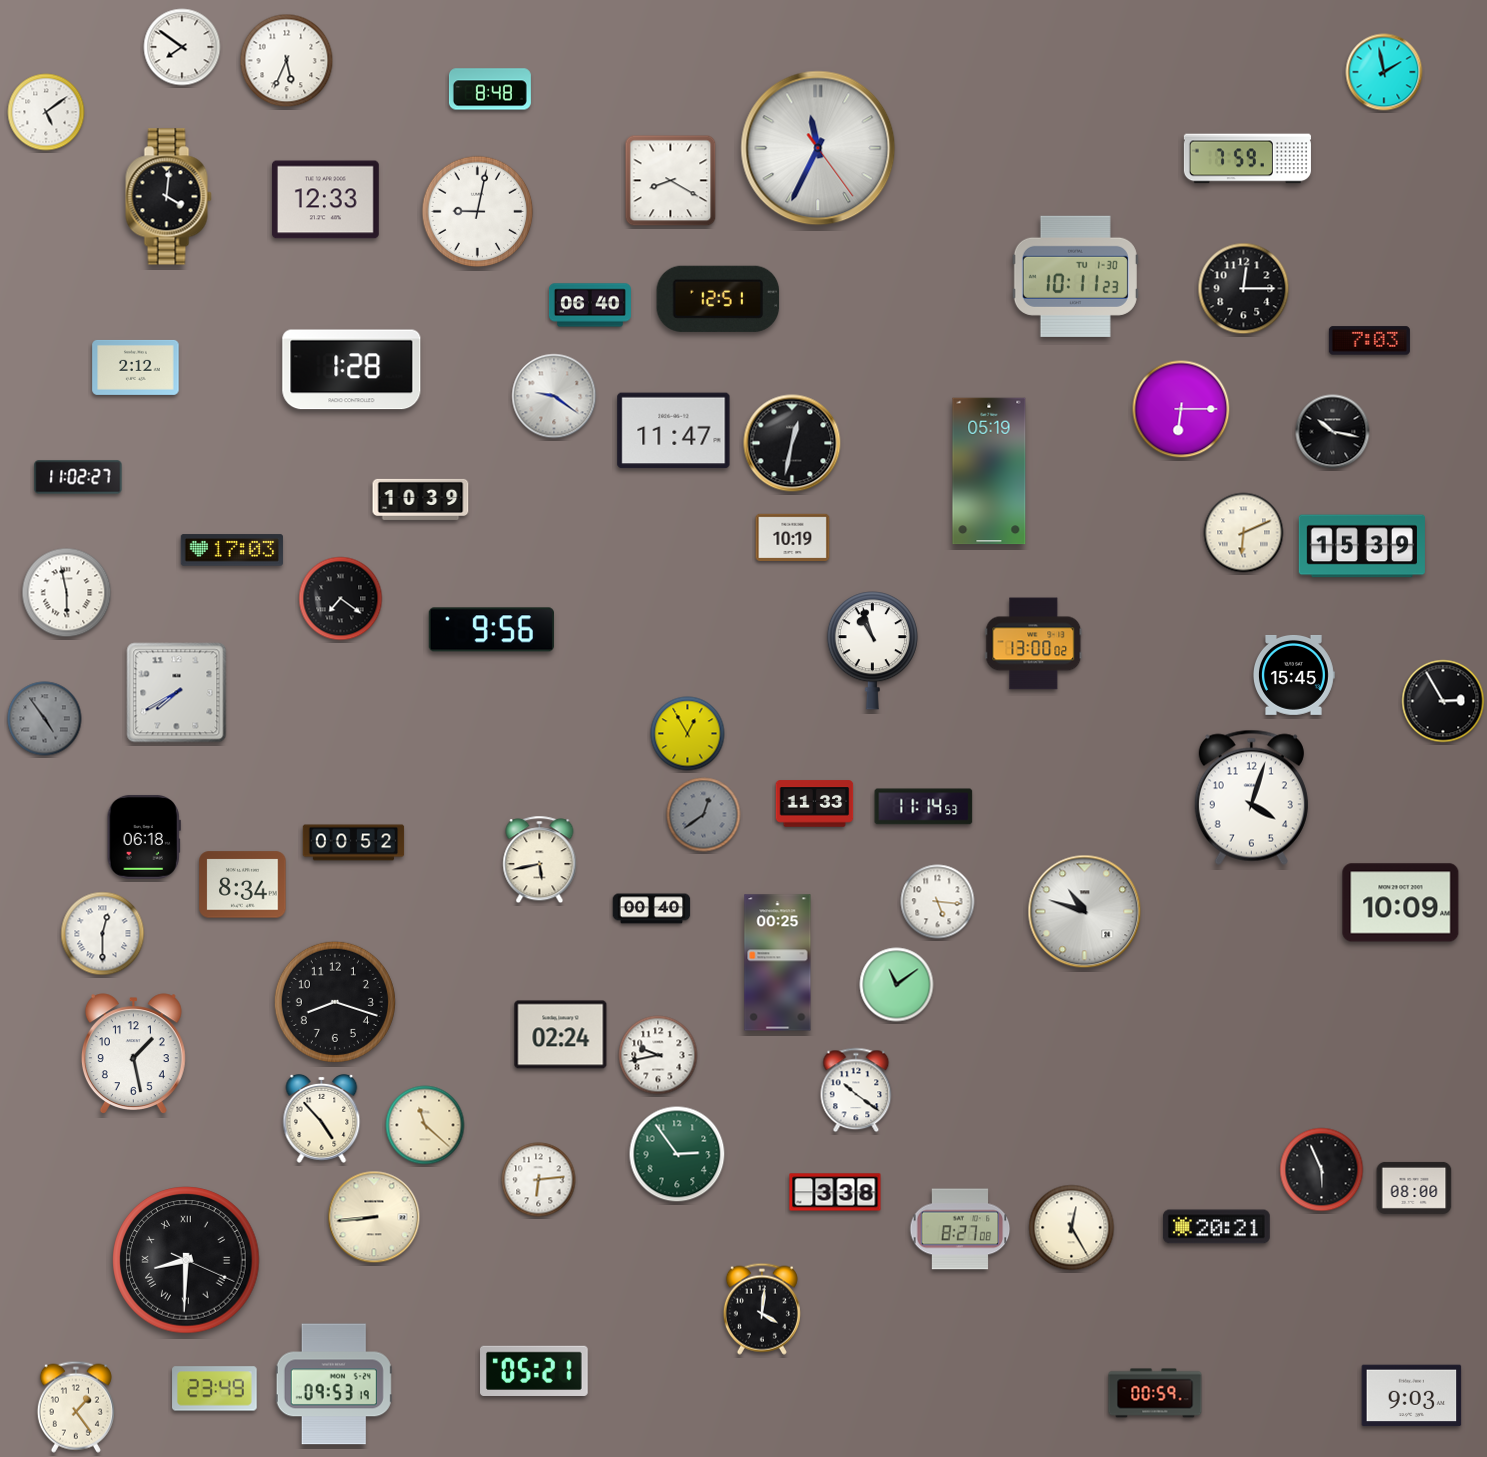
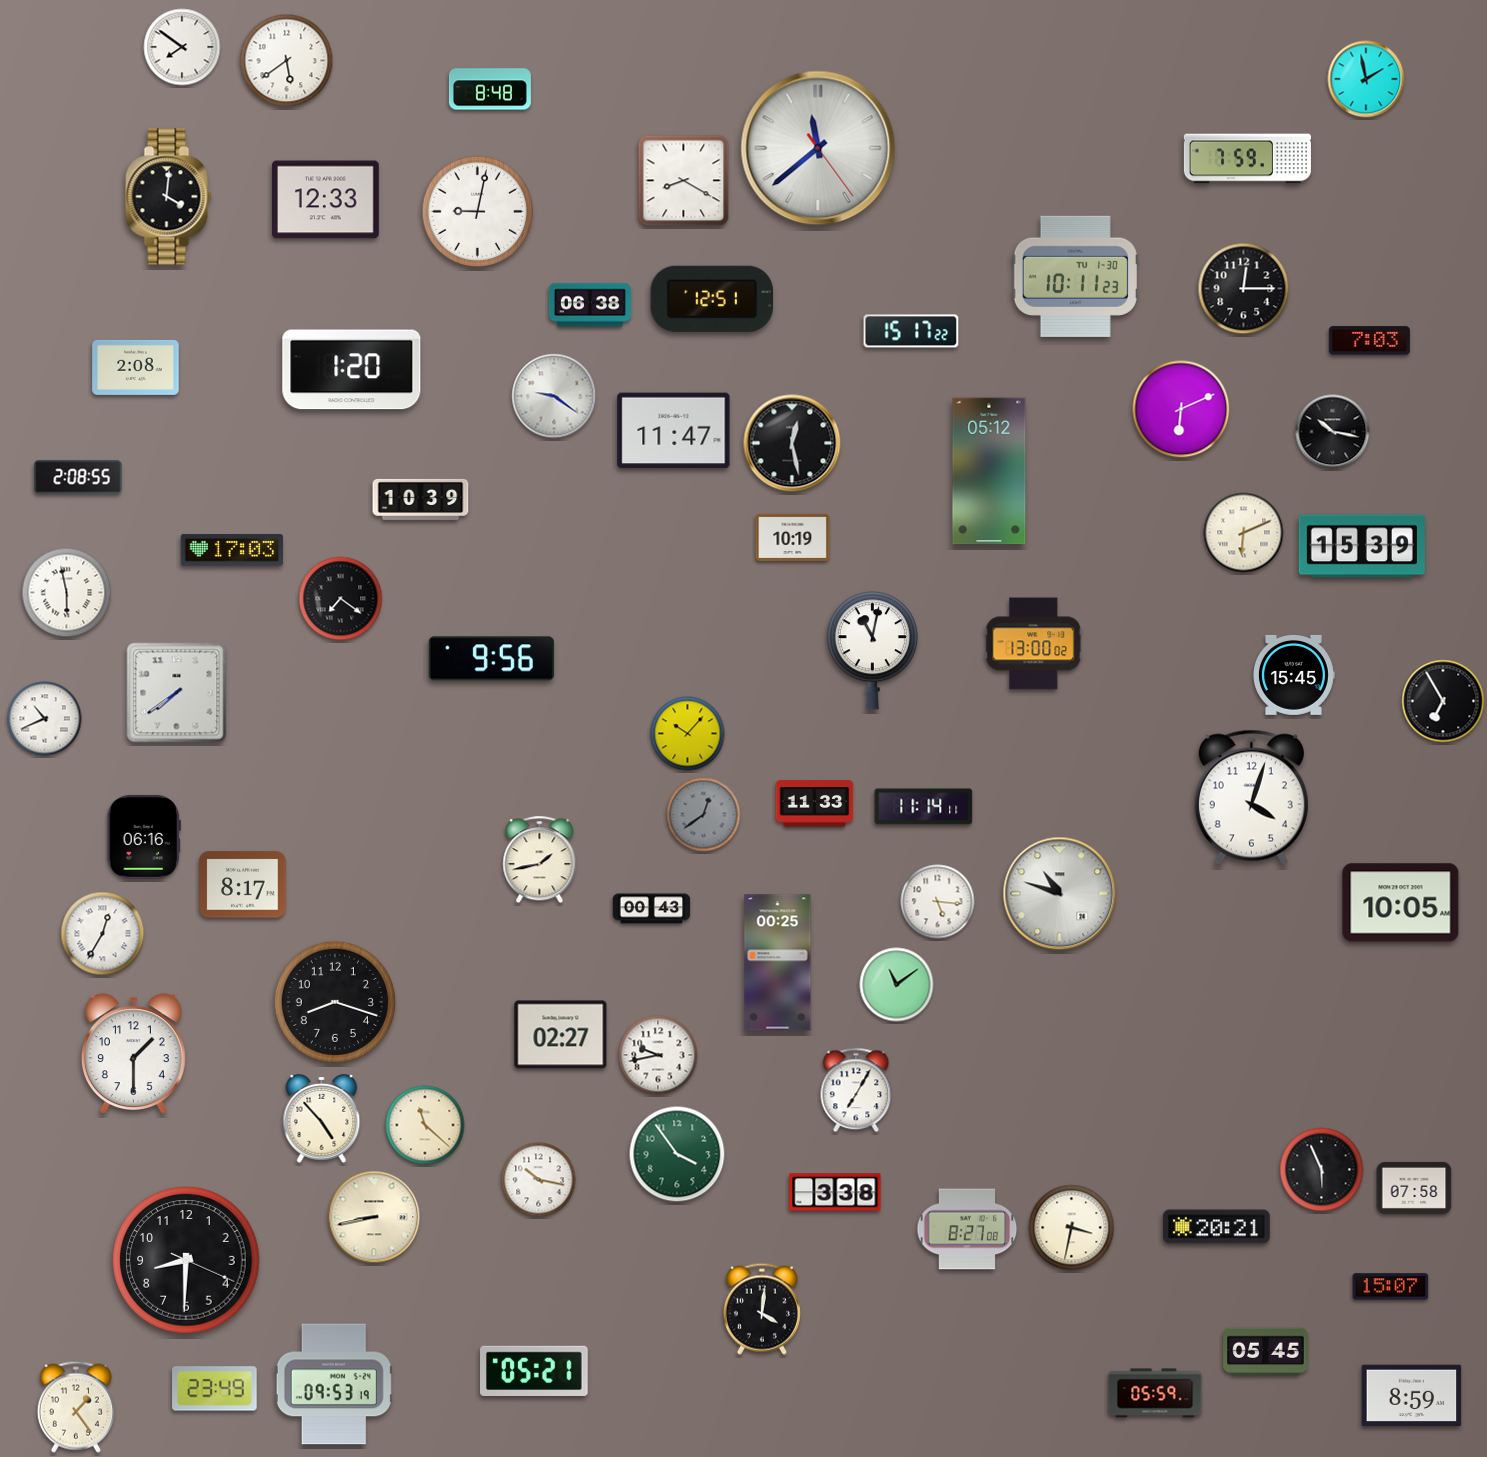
clock at (287, 61): 5:34 -> 5:39
clock at (1384, 72) position: (1384, 72) -> (1366, 79)
clock at (46, 112): 5:09 -> none
clock at (818, 148): 11:34 -> 11:38
clock at (671, 181) position: (671, 181) -> (684, 181)
clock at (718, 299) position: (718, 299) -> (712, 299)
clock at (590, 305): 06:40 -> 06:38
clock at (911, 331): none -> 15:17
clock at (136, 367): 2:12 -> 2:08
clock at (352, 370): 1:28 -> 1:20
clock at (1181, 409): 6:15 -> 6:11
clock at (792, 443): 12:32 -> 12:28
clock at (989, 471): 05:19 -> 05:12
clock at (78, 477): 11:02 -> 2:08
clock at (491, 630) position: (491, 630) -> (491, 659)
clock at (872, 651): 10:57 -> 11:02
clock at (177, 693): 7:40 -> 7:39
clock at (1443, 701): 2:55 -> 6:55
clock at (45, 719): 4:54 -> 10:41
clock at (45, 719) dial: grey -> white
clock at (688, 734): 12:55 -> 10:07
clock at (924, 807): 11:14:53 -> 11:14:11
clock at (144, 837): 06:18 -> 06:16
clock at (354, 843): 00:52 -> none
clock at (540, 860): 5:43 -> 1:43
clock at (243, 885): 8:34 -> 8:17
clock at (1401, 903): 10:09 -> 10:05
clock at (652, 909): 00:40 -> 00:43
clock at (1085, 912) position: (1085, 912) -> (1060, 894)
clock at (103, 934): 12:30 -> 12:35
clock at (561, 1035): 02:24 -> 02:27
clock at (133, 1053): 1:28 -> 1:30
clock at (856, 1090): 10:21 -> 7:05
clock at (677, 1154): 2:54 -> 3:54
clock at (539, 1180): 6:14 -> 10:17
clock at (1414, 1188): 08:00 -> 07:58
clock at (374, 1217): 8:44 -> 8:43
clock at (1072, 1228): 12:25 -> 3:32
clock at (960, 1229) position: (960, 1229) -> (967, 1229)
clock at (186, 1260) numerals: Roman -> Arabic
clock at (1391, 1287): none -> 15:07
clock at (1266, 1352): none -> 05:45
clock at (1155, 1393): 00:59 -> 05:59
clock at (1412, 1396): 9:03 -> 8:59
